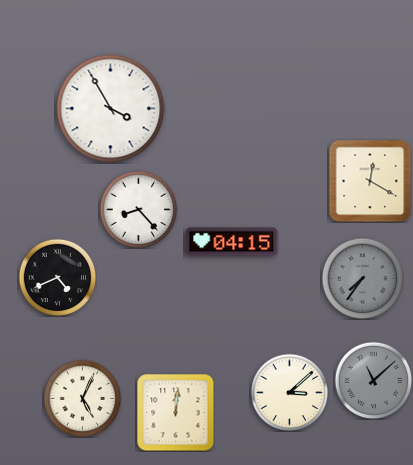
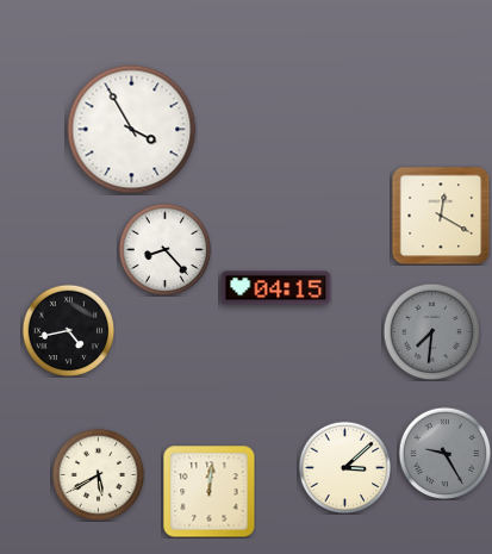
clock at (57, 277): 4:41 -> 4:43
clock at (362, 278): 7:36 -> 7:31
clock at (373, 380): 11:08 -> 9:25
clock at (82, 398): 5:04 -> 5:40
